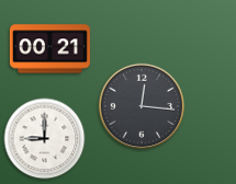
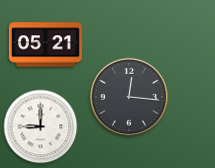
clock at (49, 49): 00:21 -> 05:21
